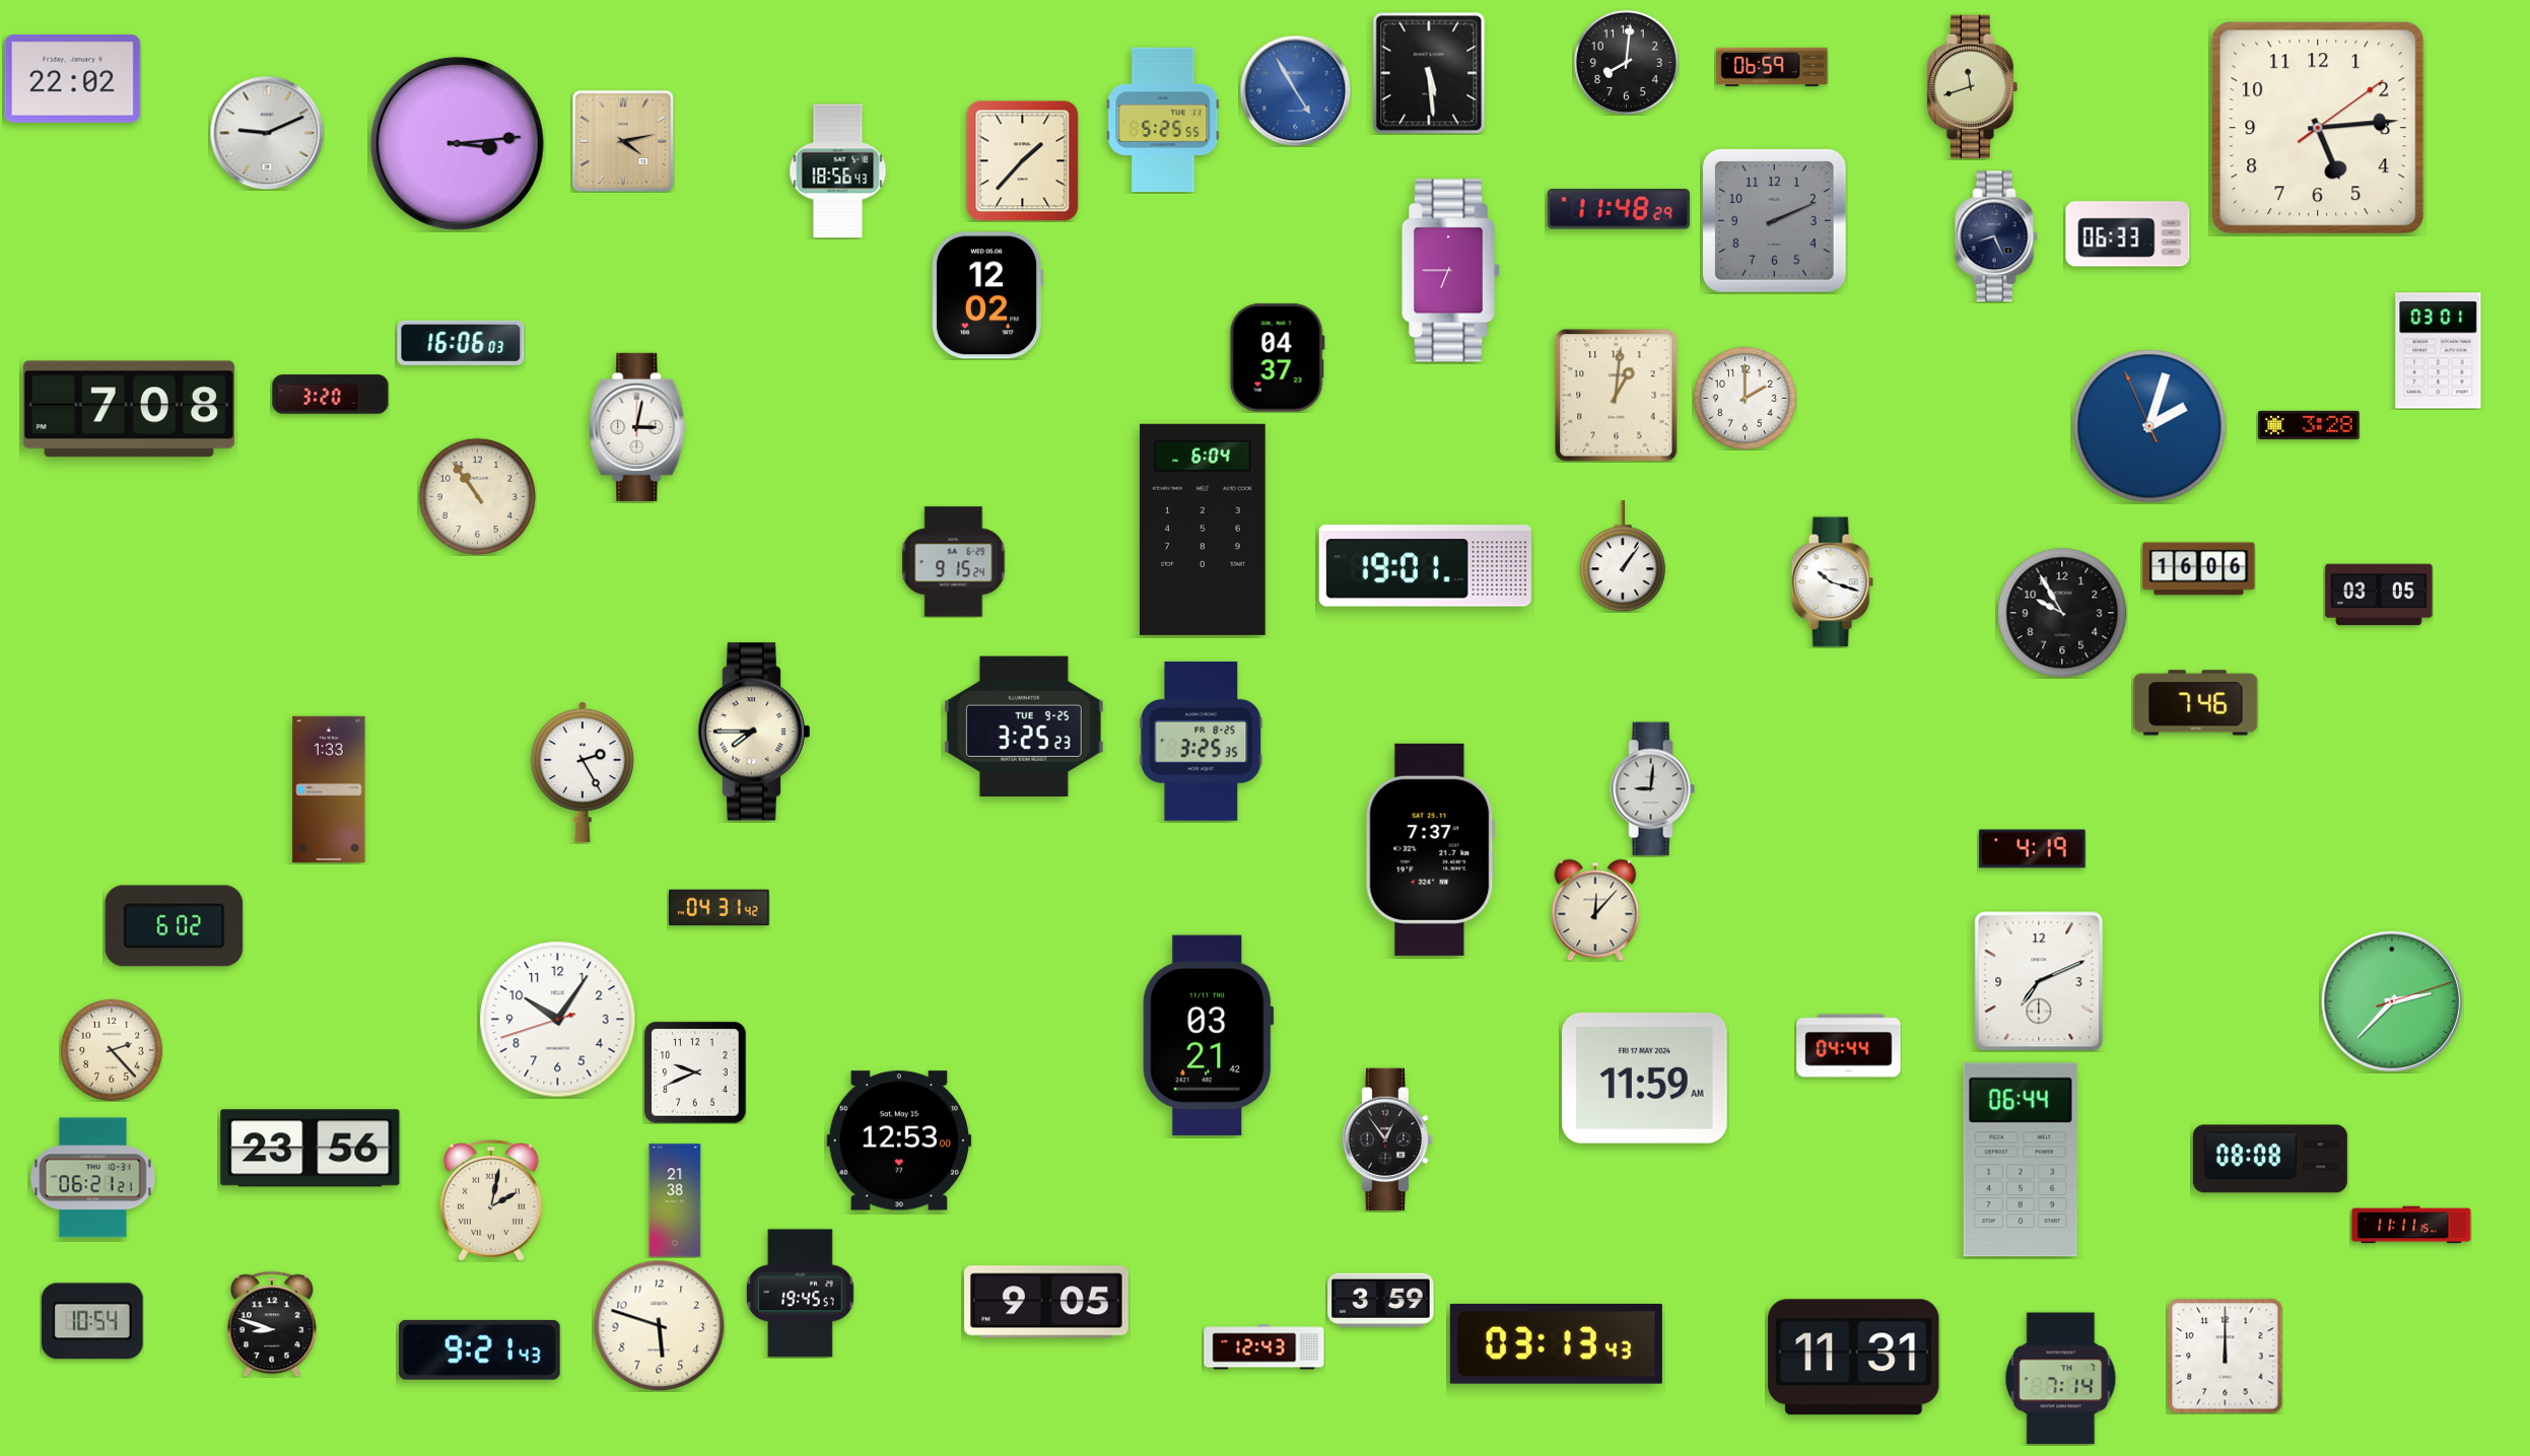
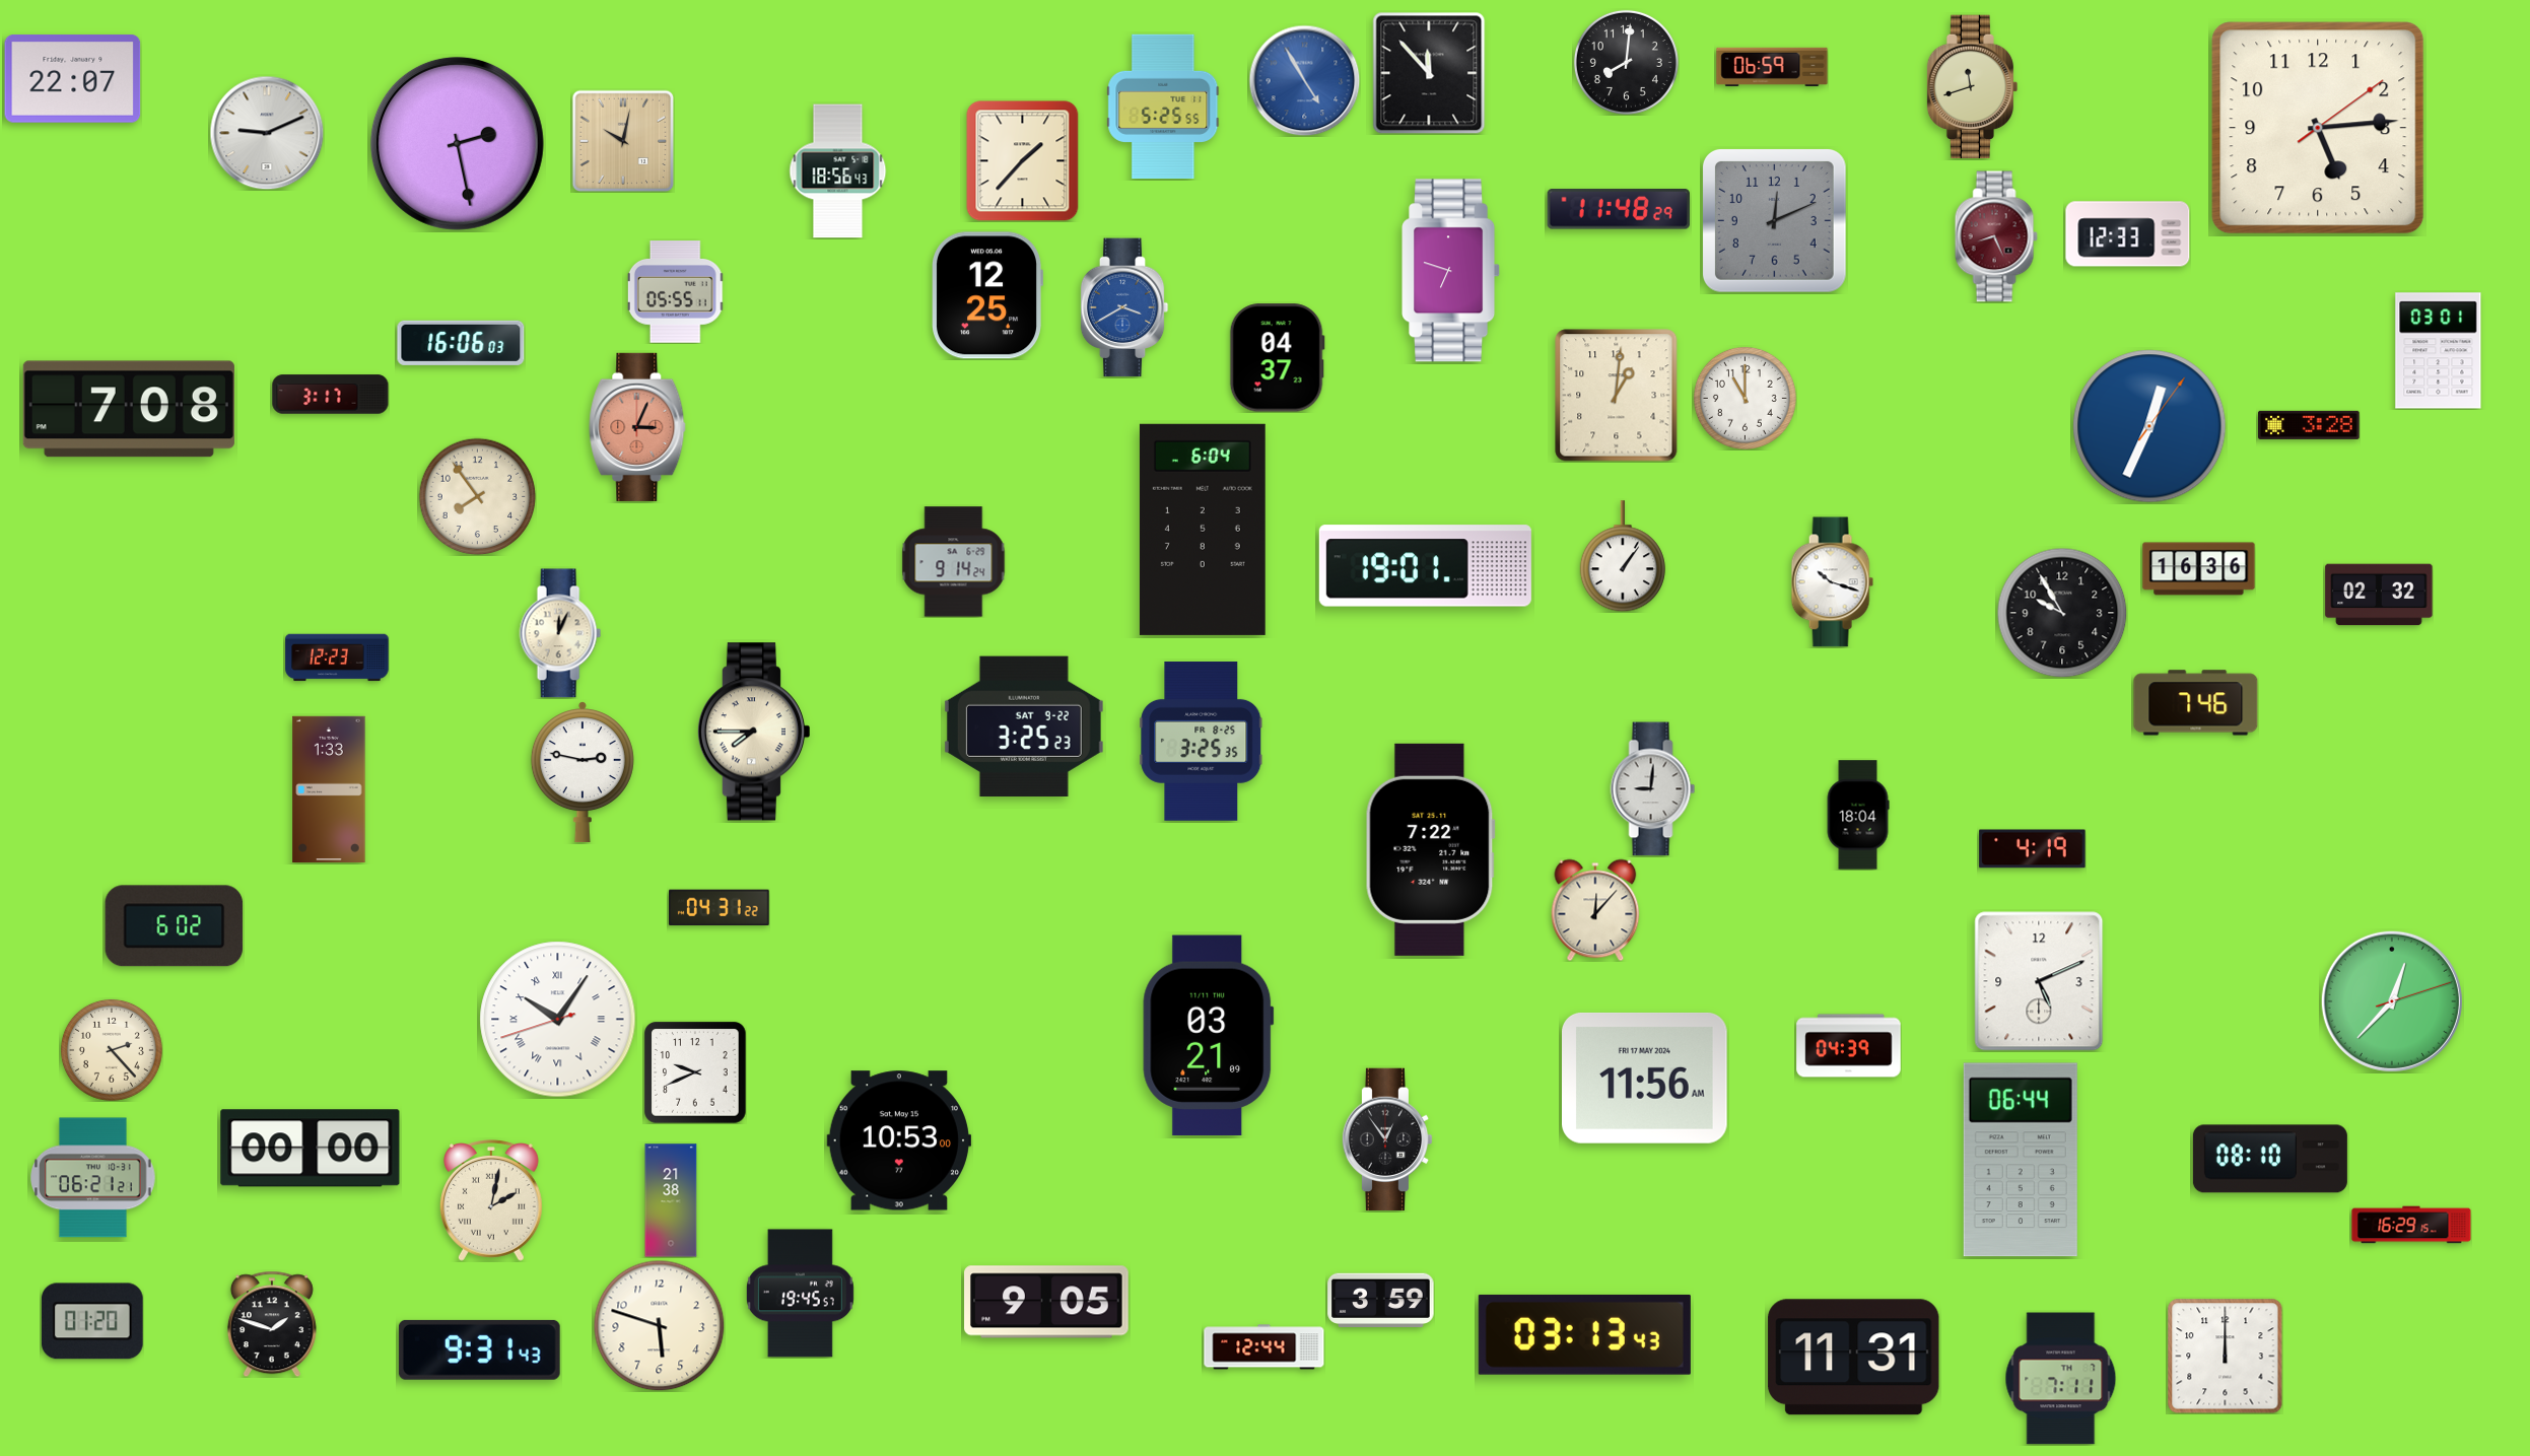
clock at (1429, 73): 5:29 -> 11:53
clock at (73, 79): 22:02 -> 22:07
clock at (1295, 90) position: (1295, 90) -> (1304, 80)
clock at (1163, 120) position: (1163, 120) -> (1163, 107)
clock at (623, 141): 4:13 -> 10:02
clock at (457, 143): 3:14 -> 2:28
clock at (1774, 220): 2:11 -> 12:11
clock at (2128, 234): 06:33 -> 12:33
clock at (1996, 236) dial: navy -> burgundy
clock at (1451, 271): 6:45 -> 6:48
clock at (676, 292): none -> 05:55
clock at (986, 295): 12:02 -> 12:25
clock at (1124, 307): none -> 3:40
clock at (331, 395): 3:20 -> 3:17
clock at (1745, 398): 2:00 -> 11:00
clock at (2149, 426): 2:02 -> 12:34
clock at (637, 427): 3:02 -> 3:04
clock at (637, 427) dial: white -> salmon
clock at (477, 496): 10:54 -> 7:54
clock at (954, 562): 9:15 -> 9:14
clock at (2199, 569): 16:06 -> 16:36
clock at (2379, 595): 03:05 -> 02:32
clock at (560, 633): none -> 12:04
clock at (337, 657): none -> 12:23
clock at (1024, 726) date: TUE 9-25 -> SAT 9-22
clock at (583, 773): 2:25 -> 2:47
clock at (1858, 815): none -> 18:04
clock at (1430, 849): 7:37 -> 7:22
clock at (720, 908): 04:31:42 -> 04:31:22
clock at (2039, 981): 7:11 -> 5:11
clock at (2392, 1001): 2:37 -> 12:37
clock at (558, 1020) numerals: Arabic -> Roman
clock at (1209, 1036): 03:21:42 -> 03:21:09
clock at (1849, 1046): 04:44 -> 04:39
clock at (1645, 1078): 11:59 -> 11:56
clock at (898, 1140): 12:53 -> 10:53
clock at (311, 1149): 23:56 -> 00:00
clock at (2270, 1159): 08:08 -> 08:10
clock at (675, 1200) position: (675, 1200) -> (671, 1200)
clock at (2411, 1225): 11:11 -> 16:29
clock at (92, 1321): 10:54 -> 01:20
clock at (272, 1324): 8:48 -> 1:48
clock at (1556, 1343) position: (1556, 1343) -> (1584, 1334)
clock at (1264, 1347): 12:43 -> 12:44
clock at (479, 1349): 9:21 -> 9:31
clock at (2061, 1379): 7:14 -> 7:11
